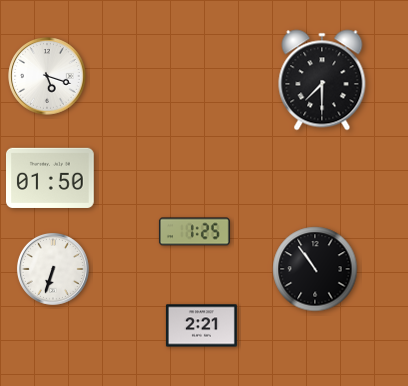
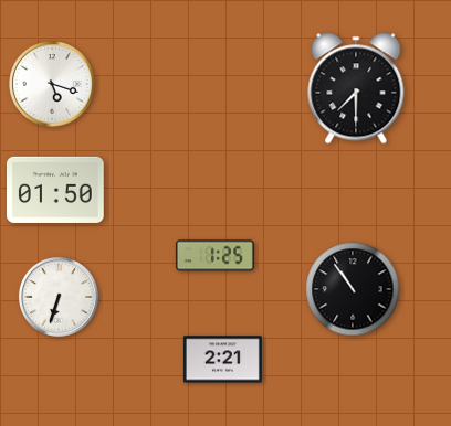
clock at (51, 178) position: (51, 178) -> (56, 190)
clock at (315, 269) position: (315, 269) -> (353, 289)
